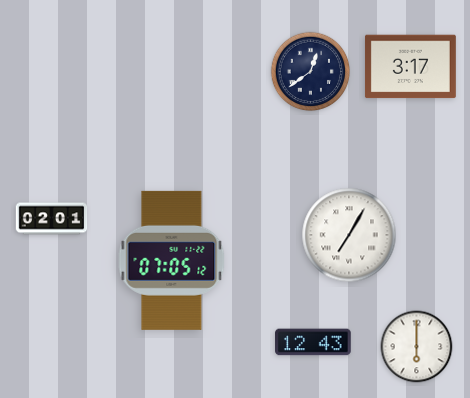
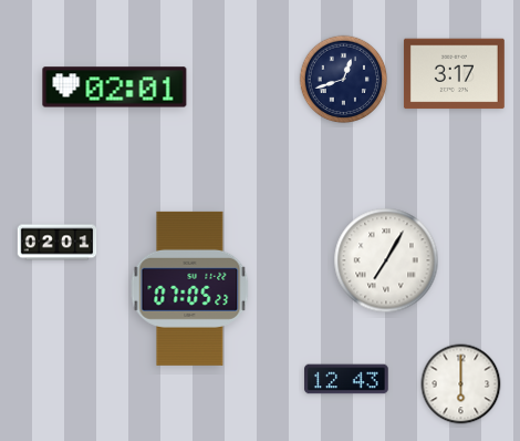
clock at (311, 72): 12:39 -> 12:42
clock at (115, 88): none -> 02:01
clock at (172, 260): 07:05:12 -> 07:05:23
